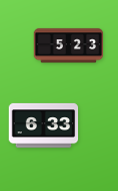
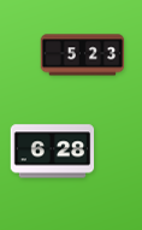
clock at (44, 126): 6:33 -> 6:28
